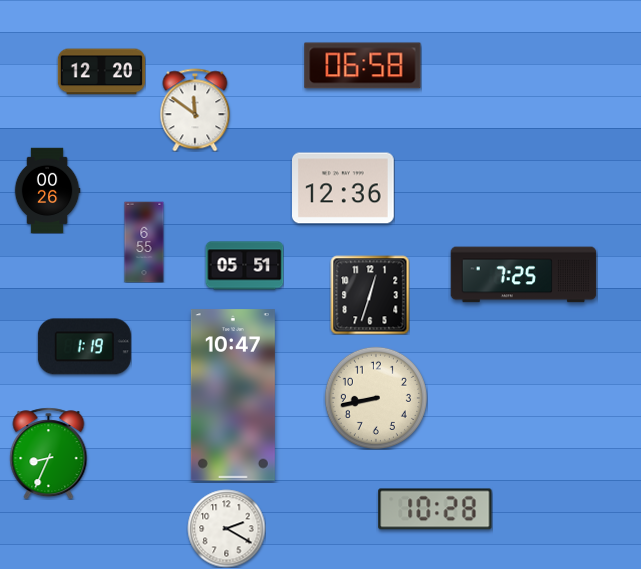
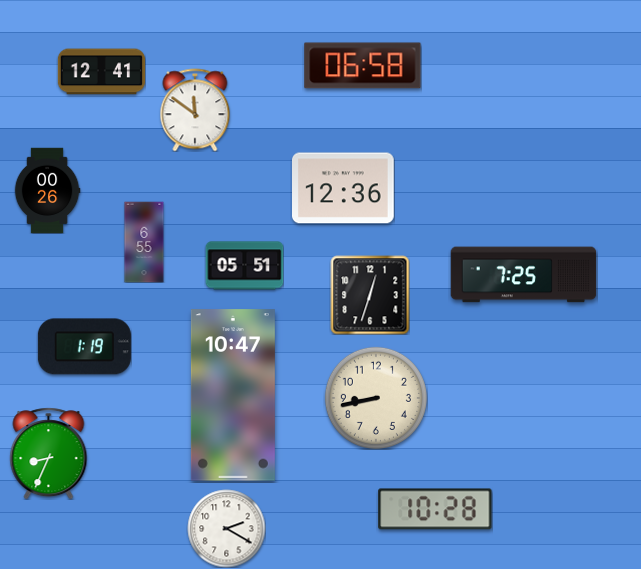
clock at (101, 72): 12:20 -> 12:41
